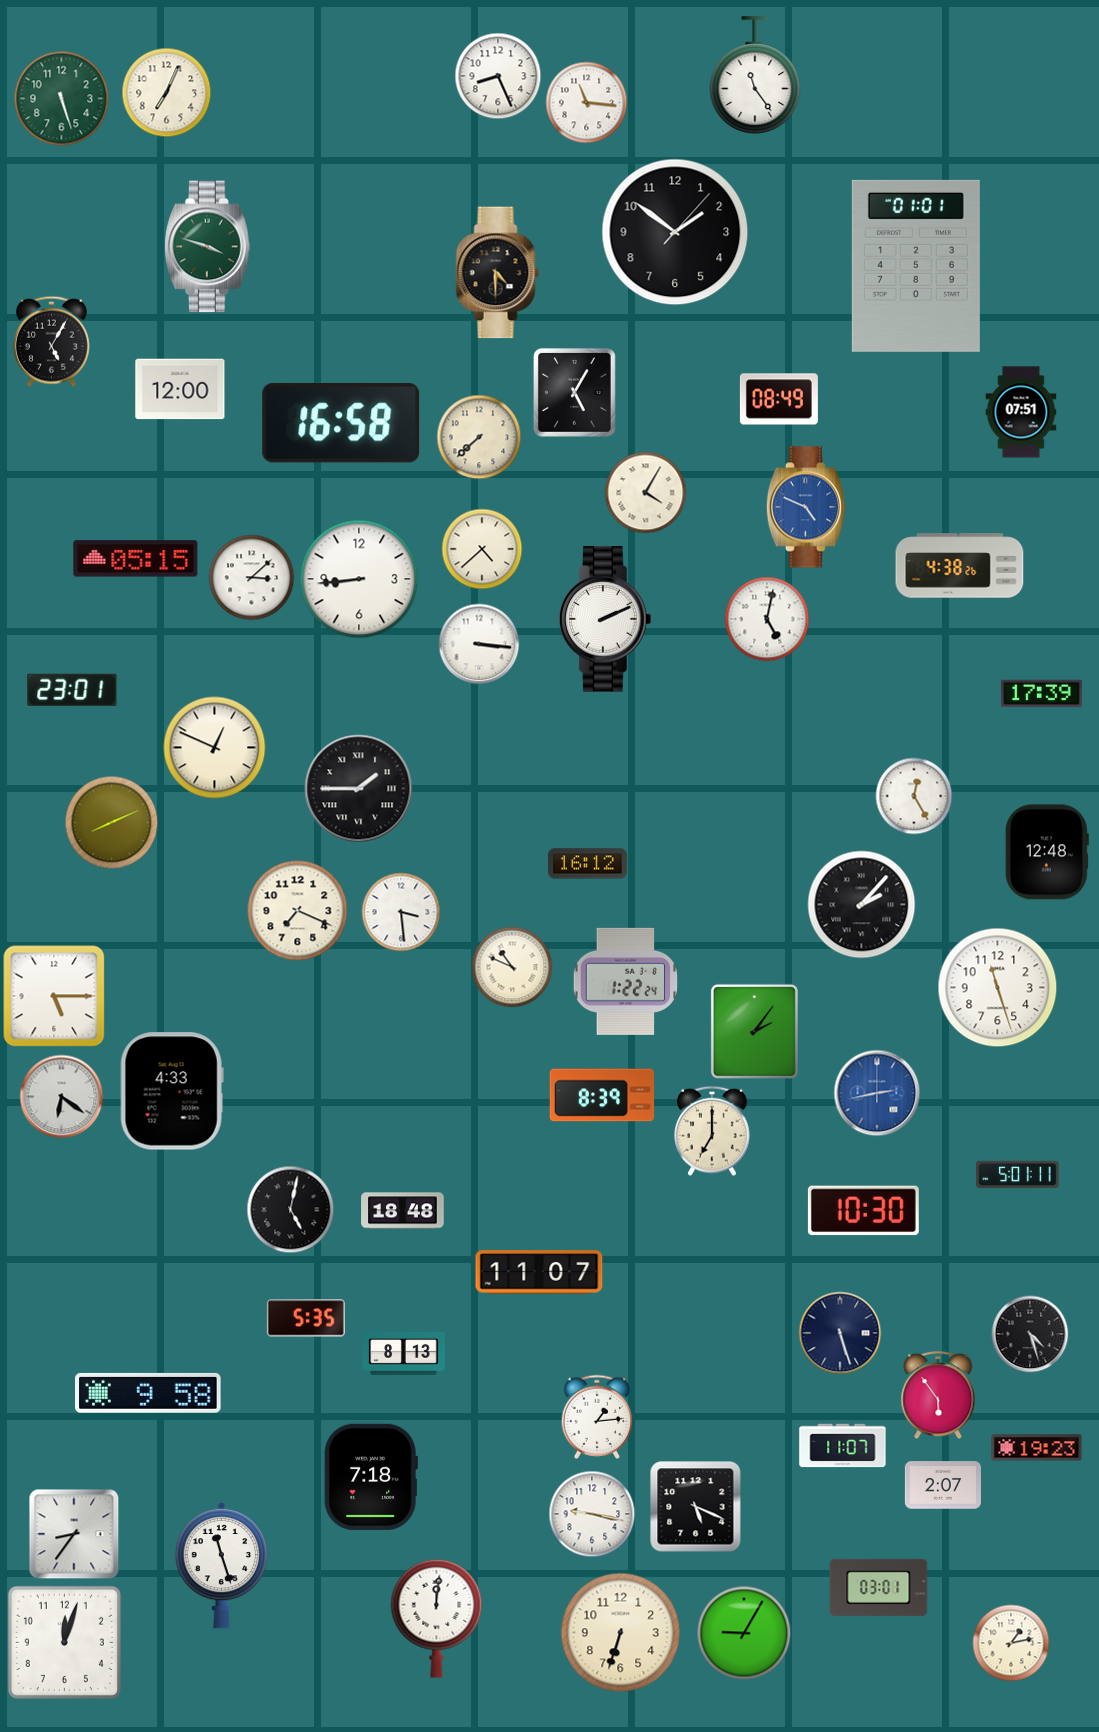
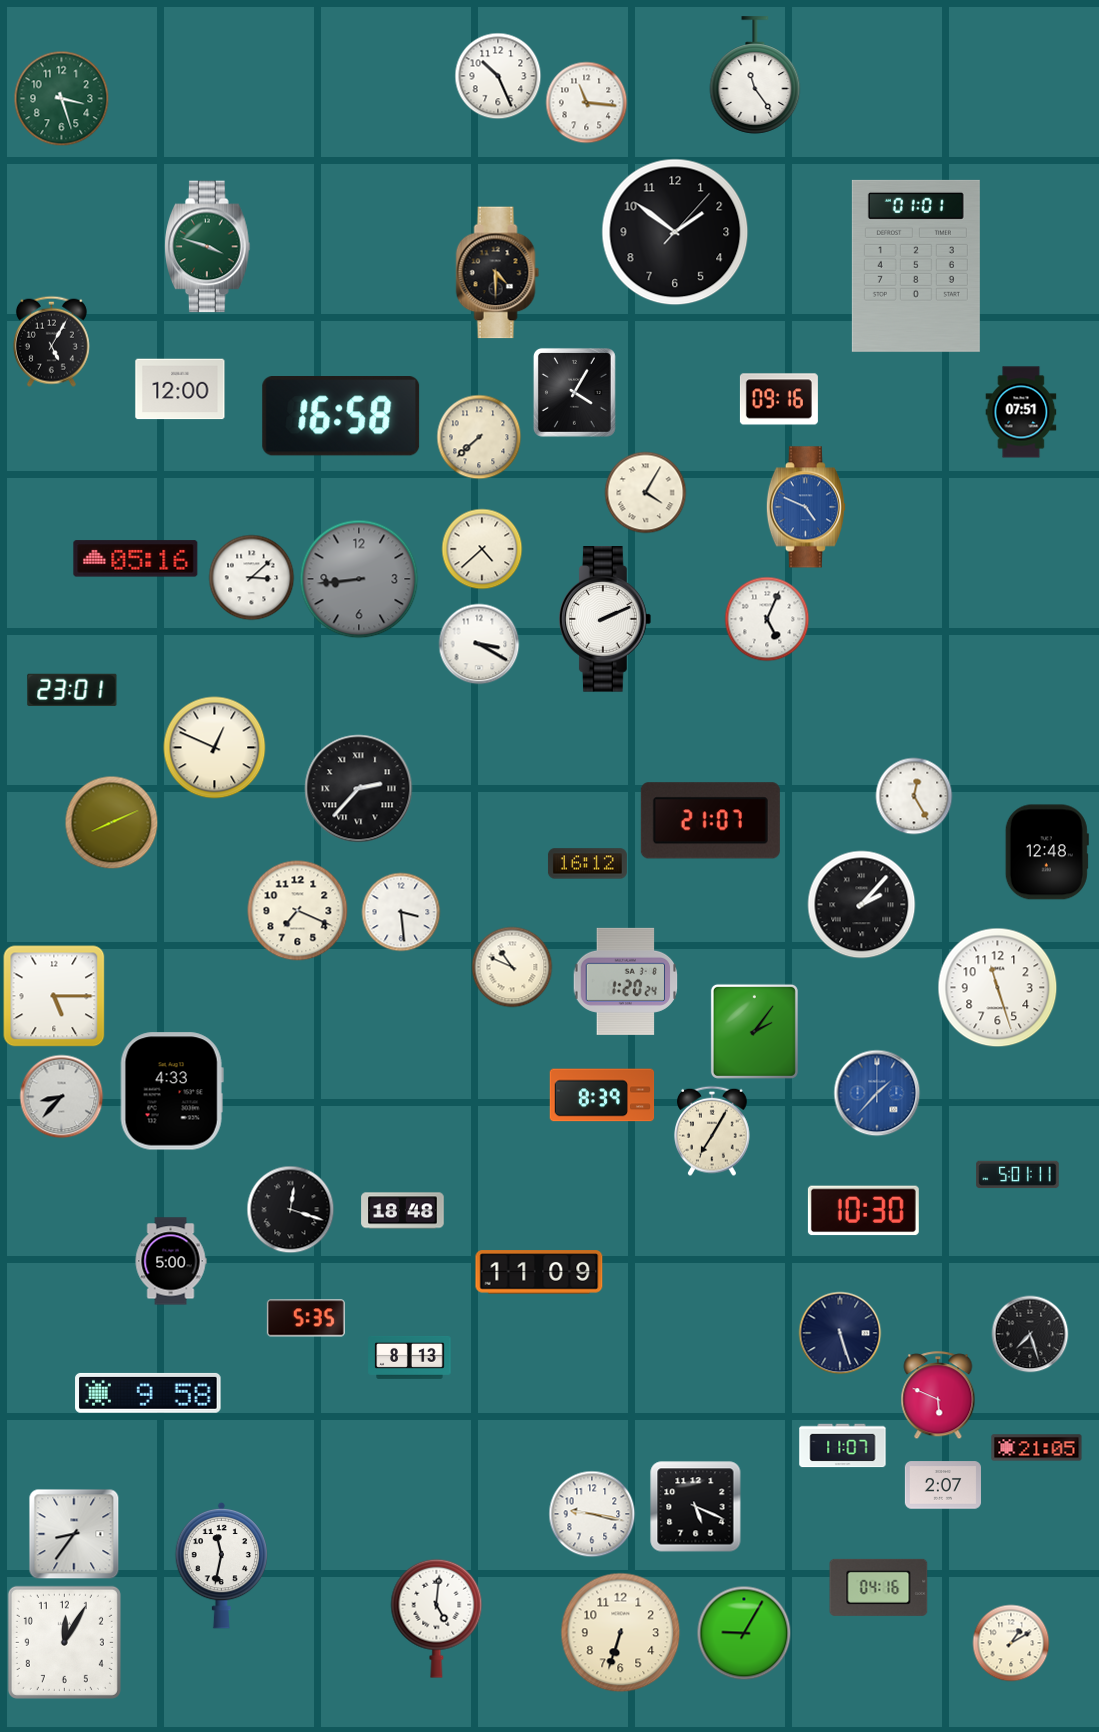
clock at (498, 76): 8:26 -> 10:26
clock at (167, 93): 7:04 -> none
clock at (62, 99): 5:27 -> 3:27
clock at (574, 392): 5:05 -> 4:05
clock at (779, 399): 08:49 -> 09:16
clock at (341, 424) position: (341, 424) -> (341, 417)
clock at (136, 559): 05:15 -> 05:16
clock at (960, 566): 4:38 -> none
clock at (359, 579) dial: white -> grey
clock at (767, 619): 5:02 -> 5:04
clock at (479, 644): 3:16 -> 3:20
clock at (1042, 694): 17:39 -> none
clock at (359, 789): 1:45 -> 2:37
clock at (710, 821): none -> 21:07
clock at (626, 981): 1:22 -> 1:20
clock at (877, 1093): 2:43 -> 1:37
clock at (62, 1097): 6:21 -> 8:37
clock at (713, 1131): 7:00 -> 7:05
clock at (291, 1210): 5:02 -> 12:18
clock at (171, 1261): none -> 5:00
clock at (539, 1272): 11:07 -> 11:09
clock at (1030, 1334): 4:27 -> 7:27
clock at (404, 1353) position: (404, 1353) -> (410, 1357)
clock at (938, 1396): 5:54 -> 5:49
clock at (597, 1417): 1:14 -> none
clock at (1037, 1448): 19:23 -> 21:05
clock at (371, 1477): 7:18 -> none
clock at (222, 1565): 11:27 -> 11:32
clock at (879, 1587): 03:01 -> 04:16
clock at (437, 1618): 12:01 -> 5:01
clock at (64, 1642): 12:03 -> 12:05
clock at (1011, 1643): 1:13 -> 1:10
